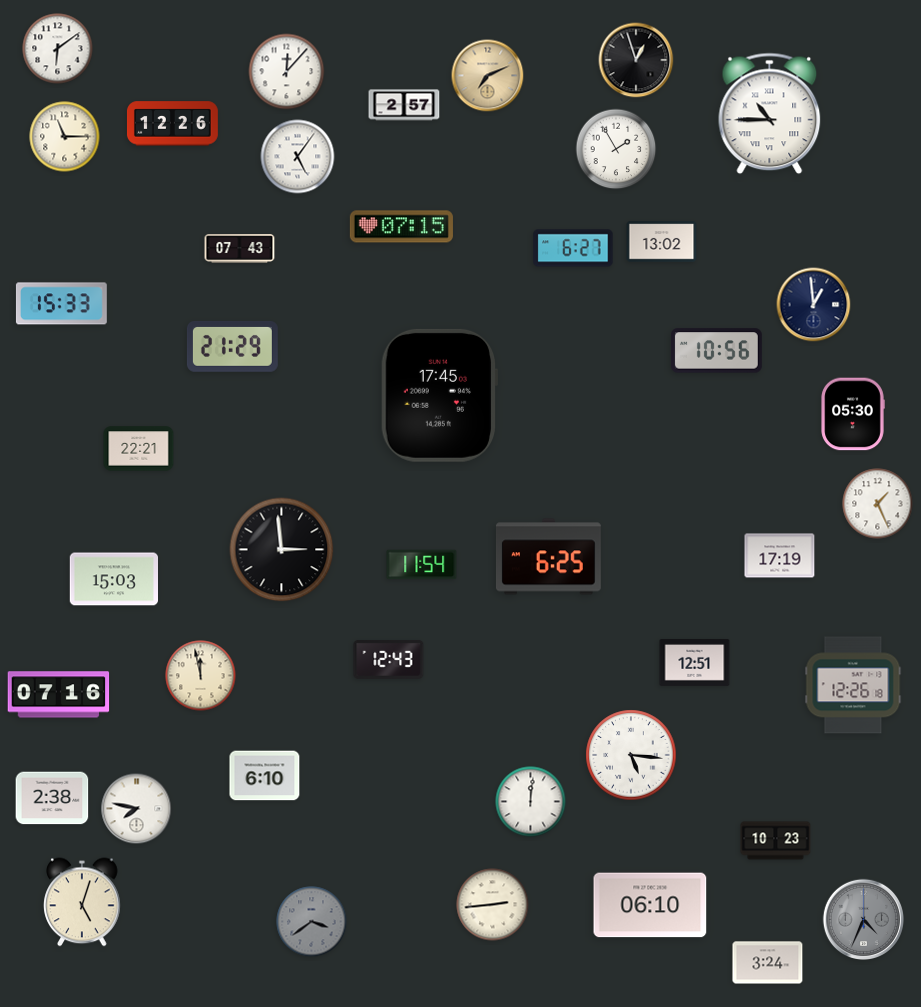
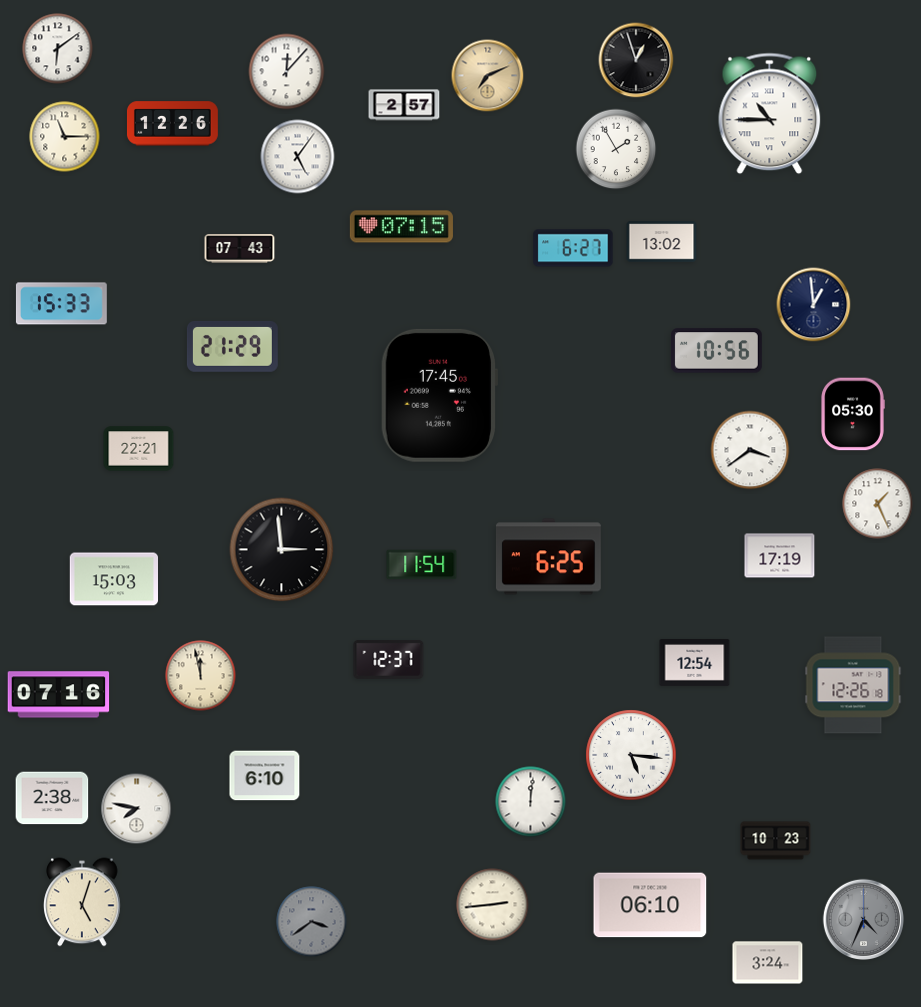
clock at (750, 450): none -> 3:39
clock at (389, 659): 12:43 -> 12:37
clock at (695, 662): 12:51 -> 12:54
